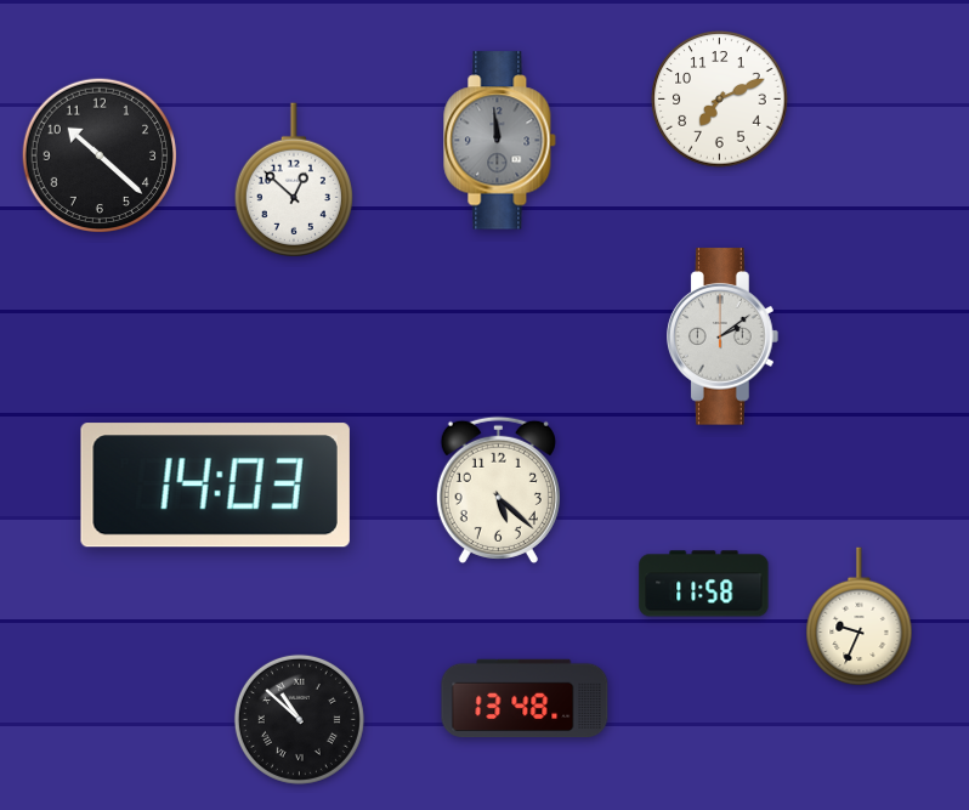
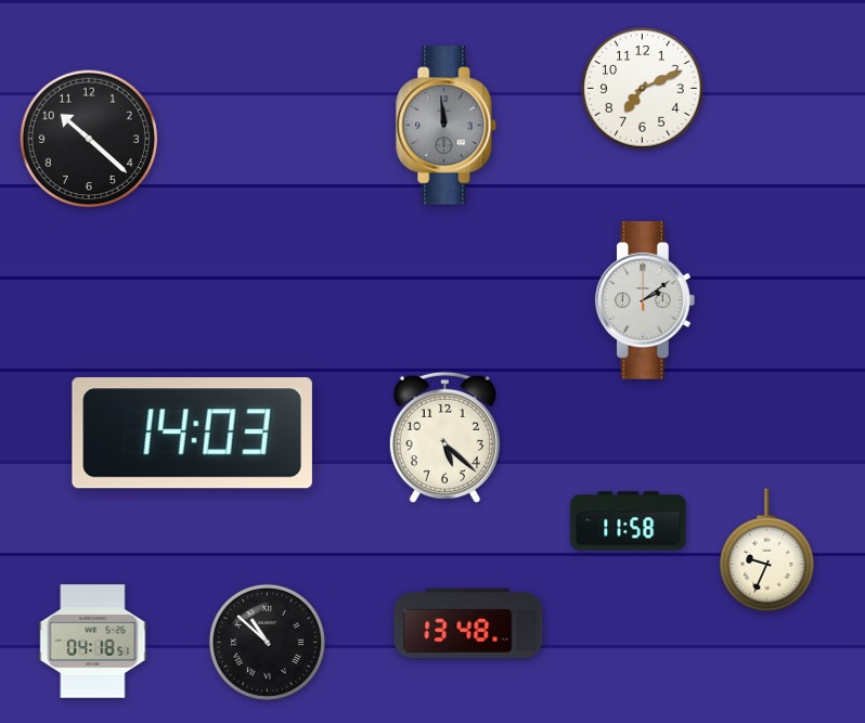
clock at (294, 180): 12:52 -> none
clock at (93, 642): none -> 04:18
